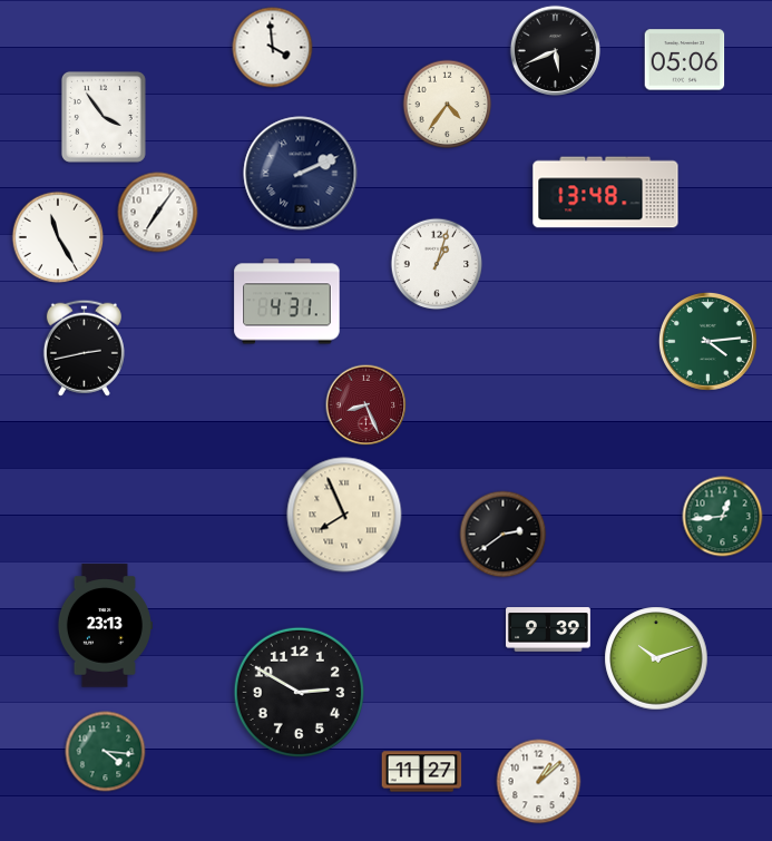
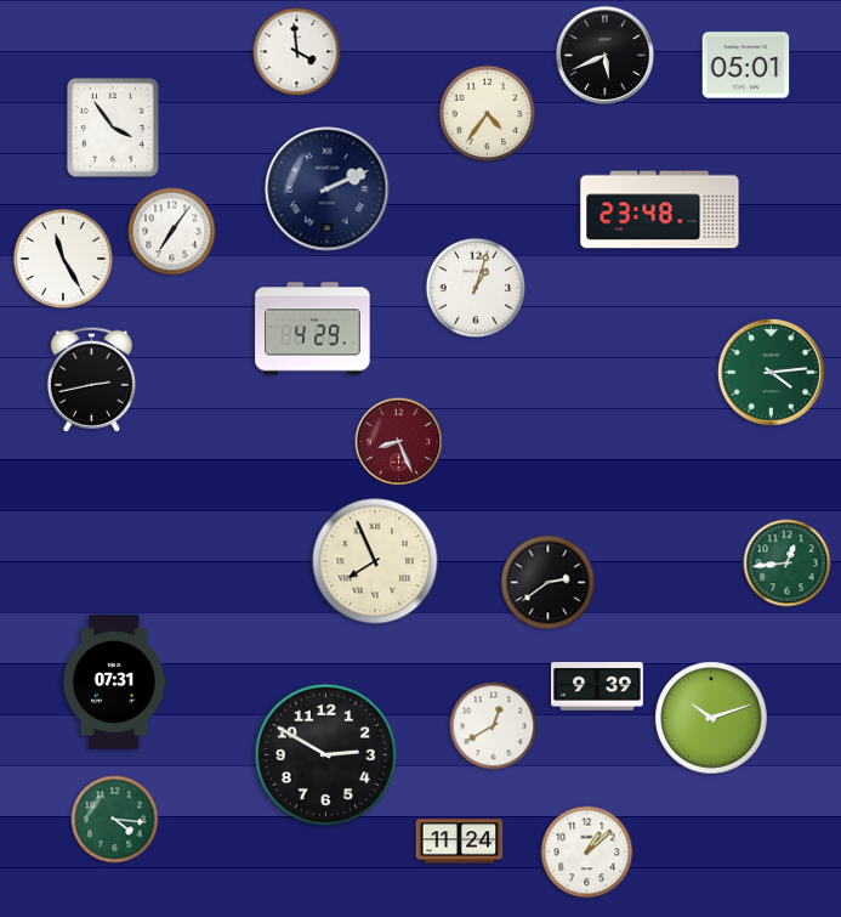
clock at (685, 60): 05:06 -> 05:01
clock at (606, 193): 13:48 -> 23:48
clock at (287, 302): 4:31 -> 4:29
clock at (104, 626): 23:13 -> 07:31
clock at (656, 658) position: (656, 658) -> (711, 718)
clock at (494, 726): none -> 12:40
clock at (422, 772): 11:27 -> 11:24
